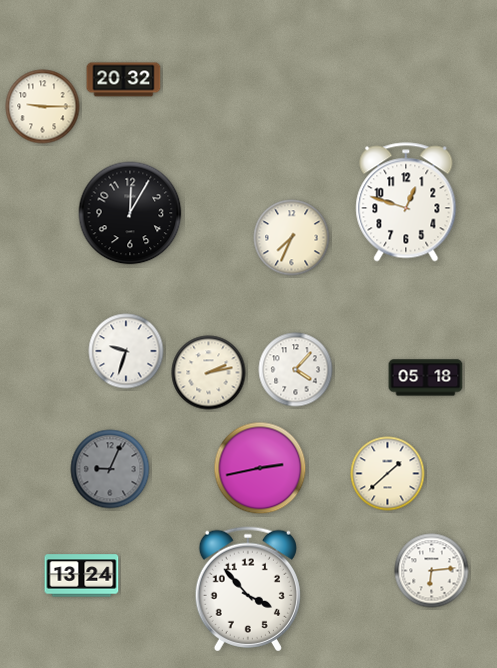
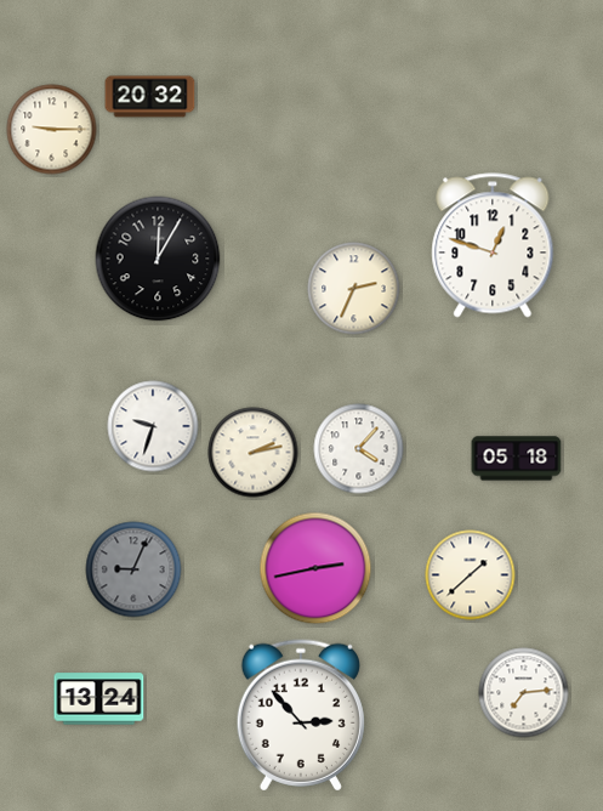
clock at (292, 238): 7:34 -> 2:34
clock at (432, 571): 6:14 -> 7:14
clock at (248, 589): 3:53 -> 2:53
